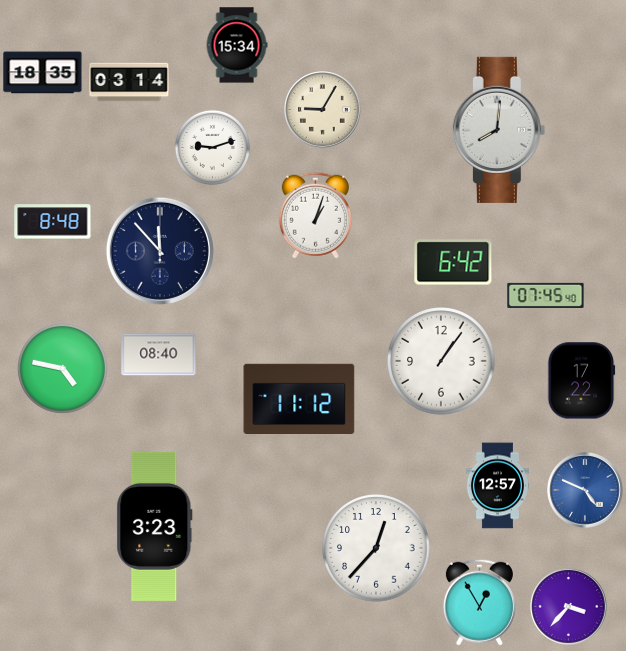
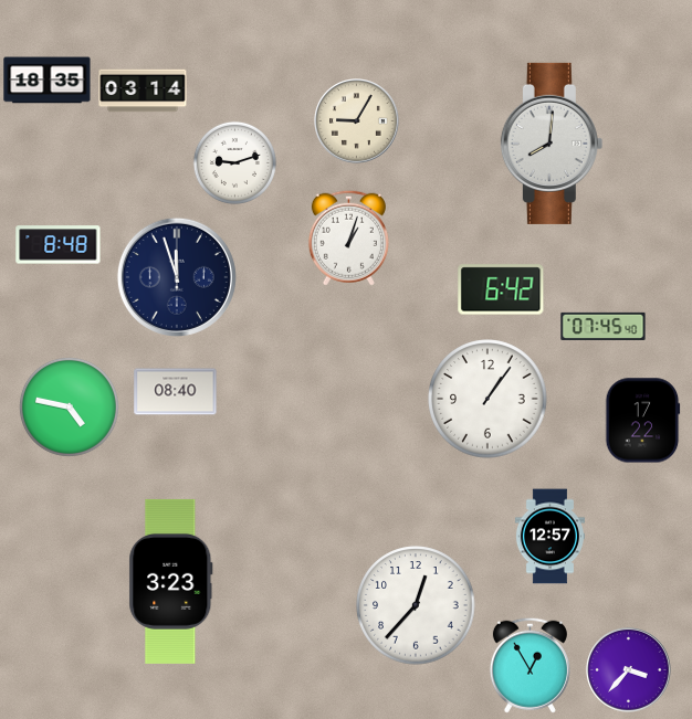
clock at (237, 45): 15:34 -> none
clock at (160, 251): 11:53 -> 11:57
clock at (299, 399): 11:12 -> none
clock at (585, 490): 4:49 -> none
